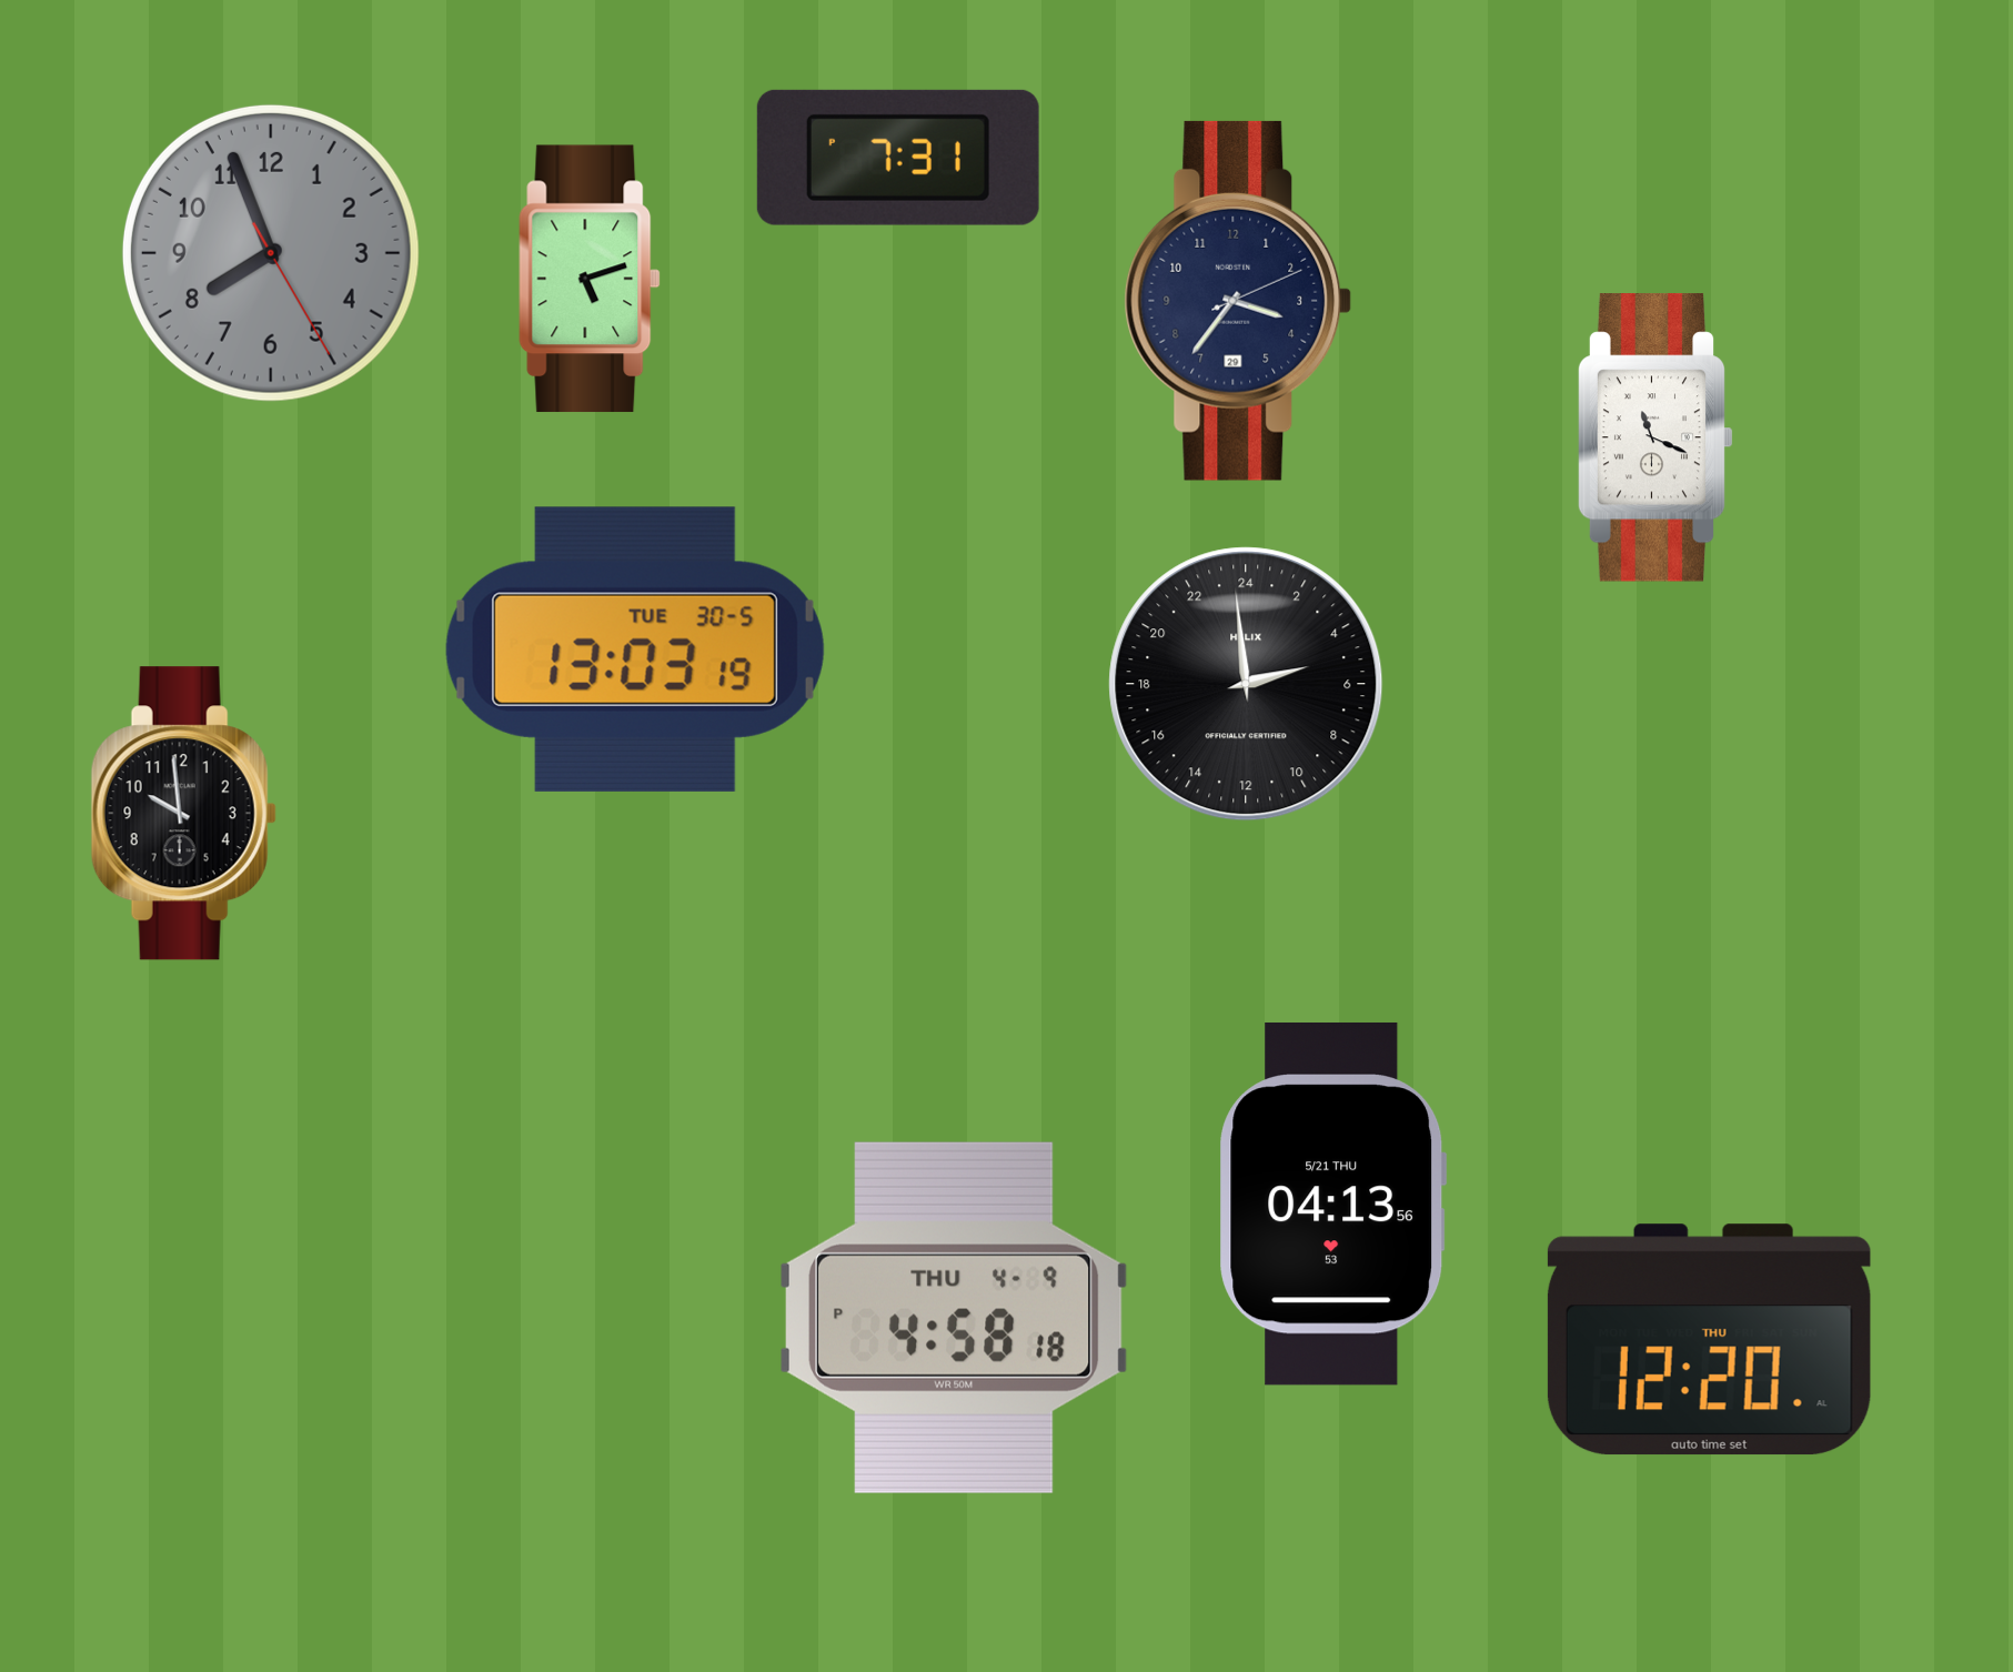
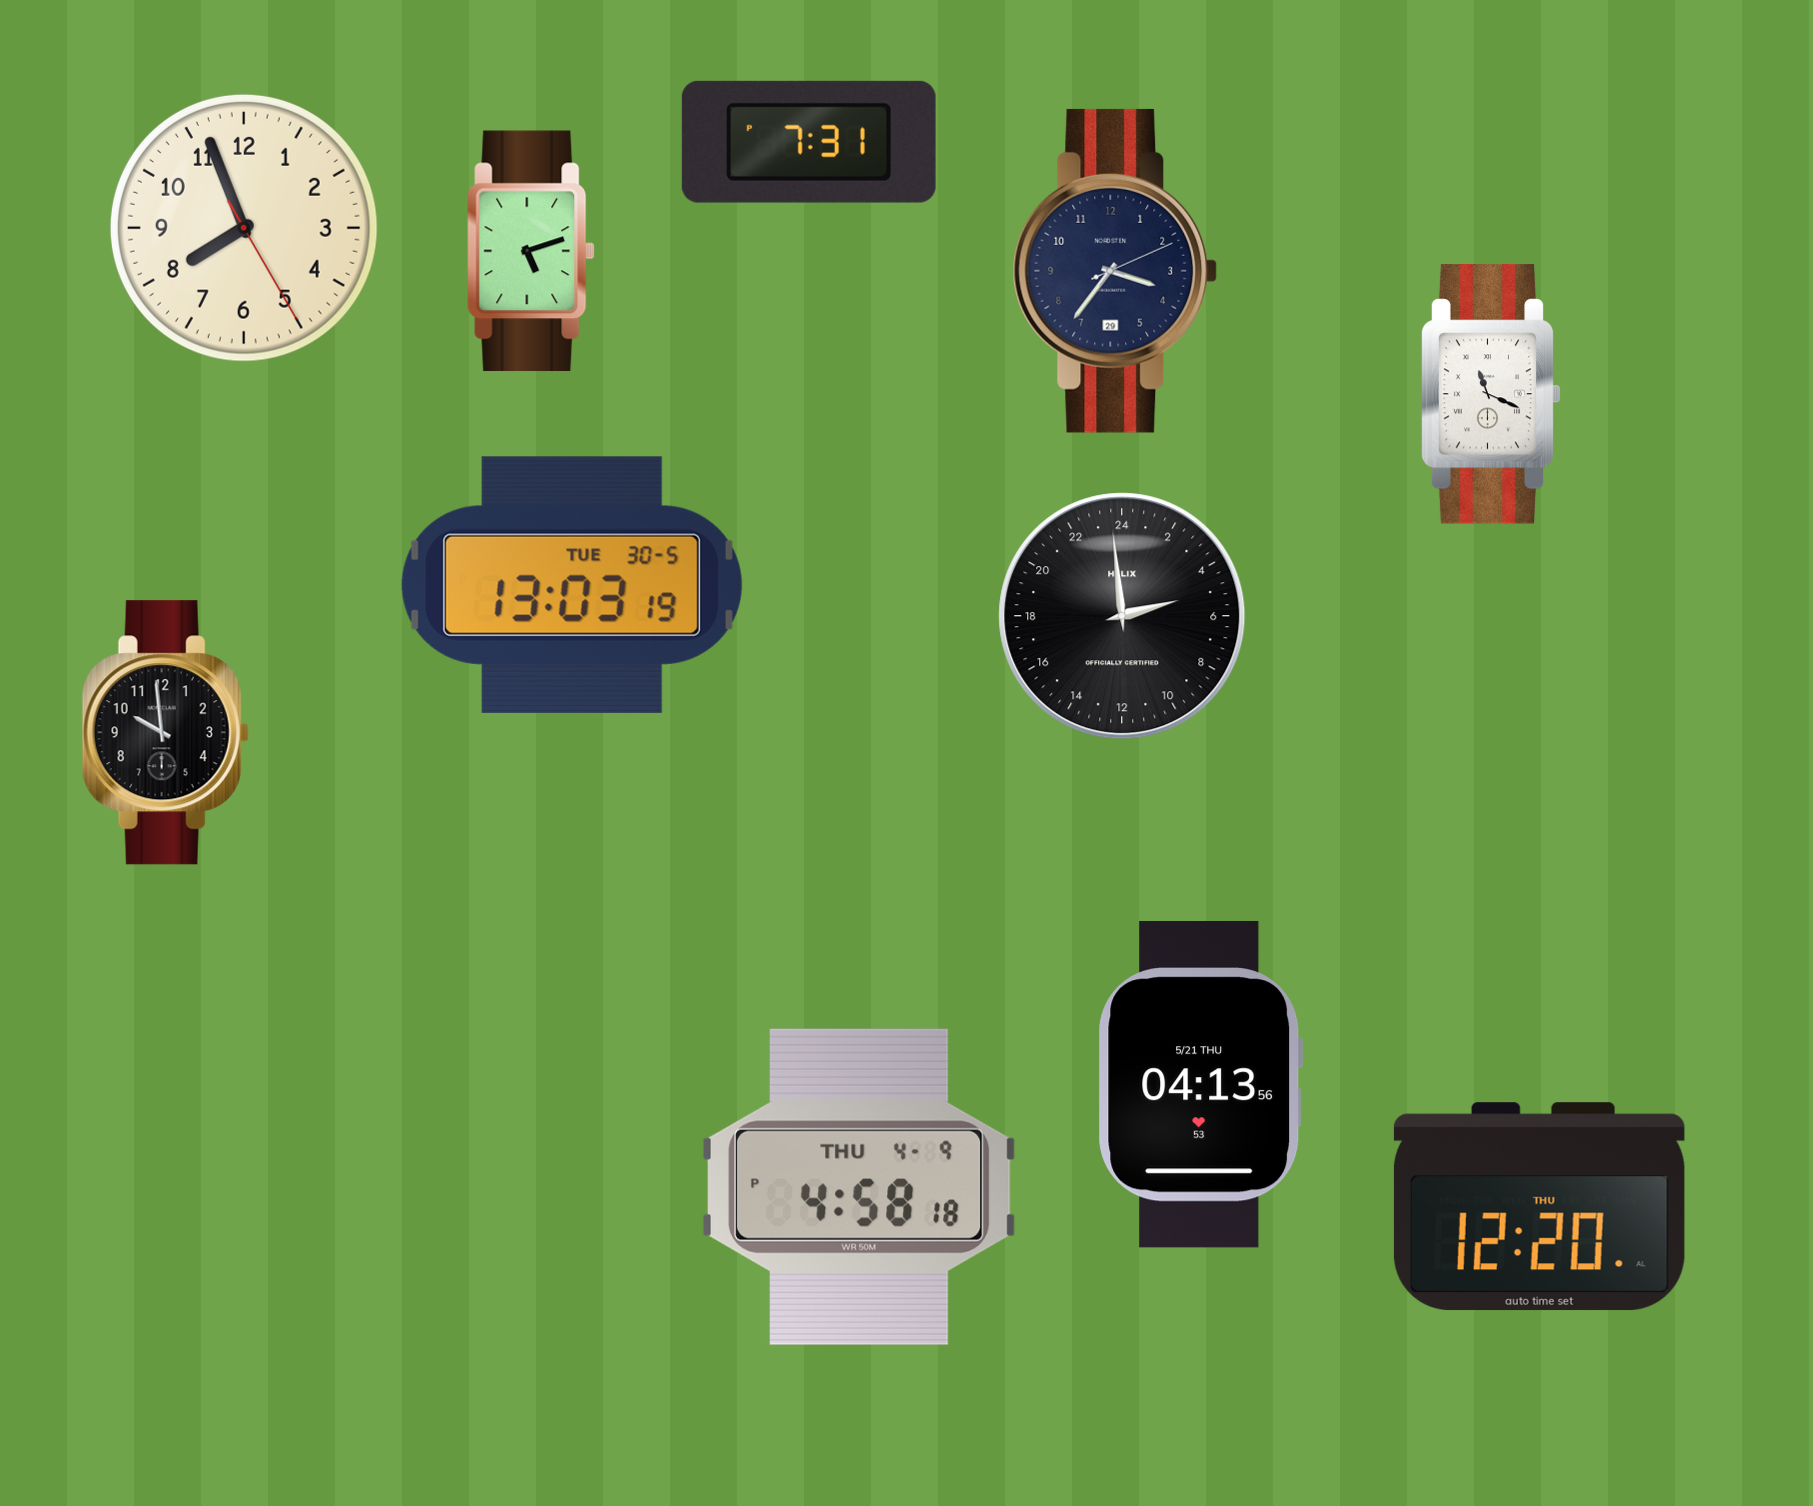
clock at (271, 253) dial: grey -> cream
